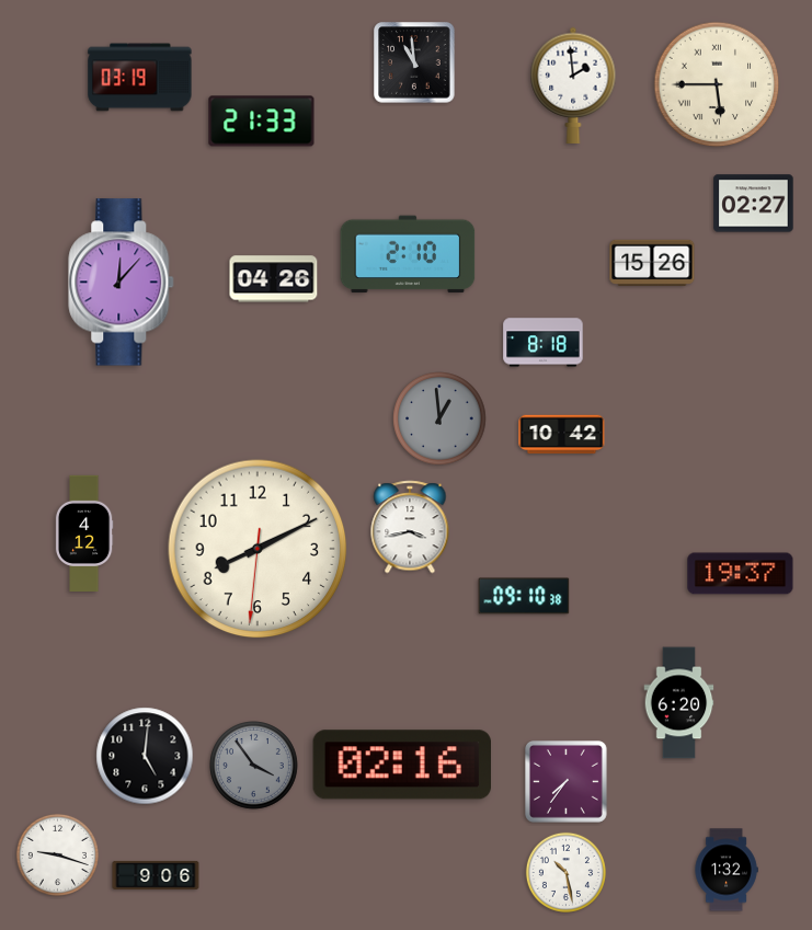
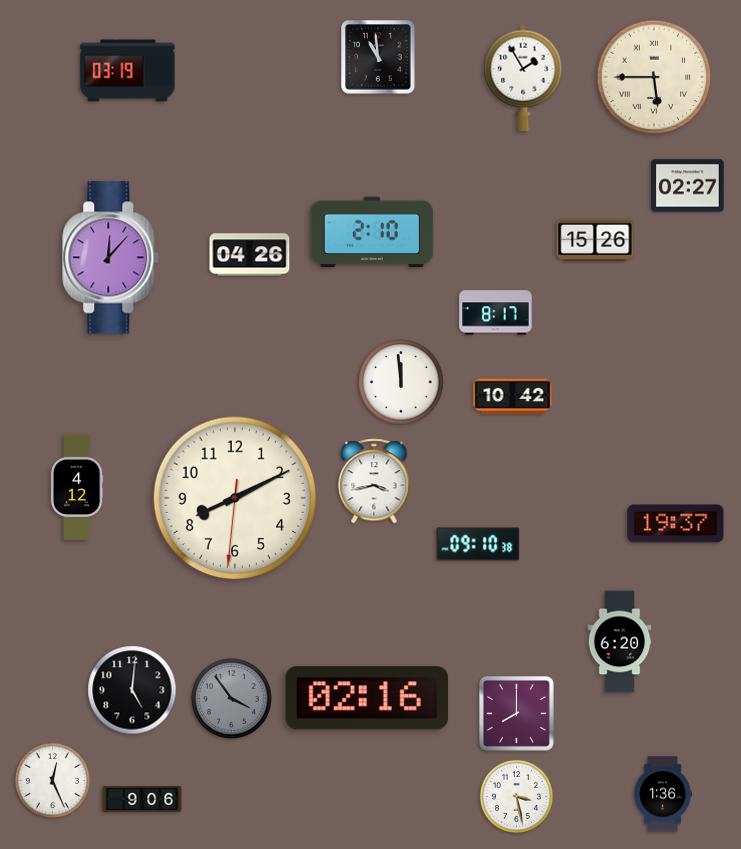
clock at (573, 85): 1:59 -> 1:55
clock at (262, 122): 21:33 -> none
clock at (544, 343): 8:18 -> 8:17
clock at (439, 418): 12:59 -> 11:59
clock at (439, 418) dial: grey -> white
clock at (258, 549) position: (258, 549) -> (235, 498)
clock at (567, 782): 7:36 -> 8:00
clock at (57, 854): 9:18 -> 12:26
clock at (727, 870): 1:32 -> 1:36
clock at (565, 872): 10:28 -> 3:28
